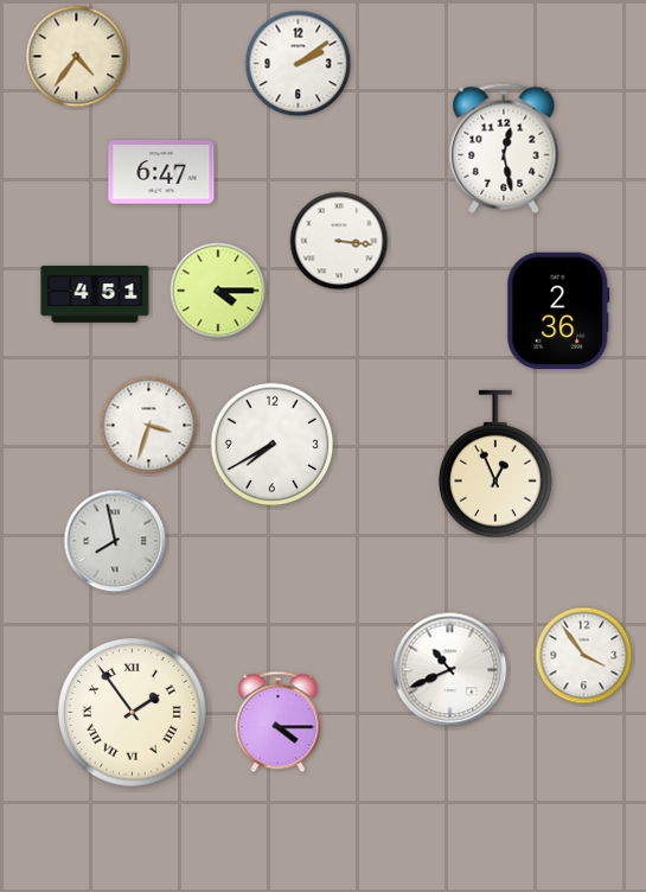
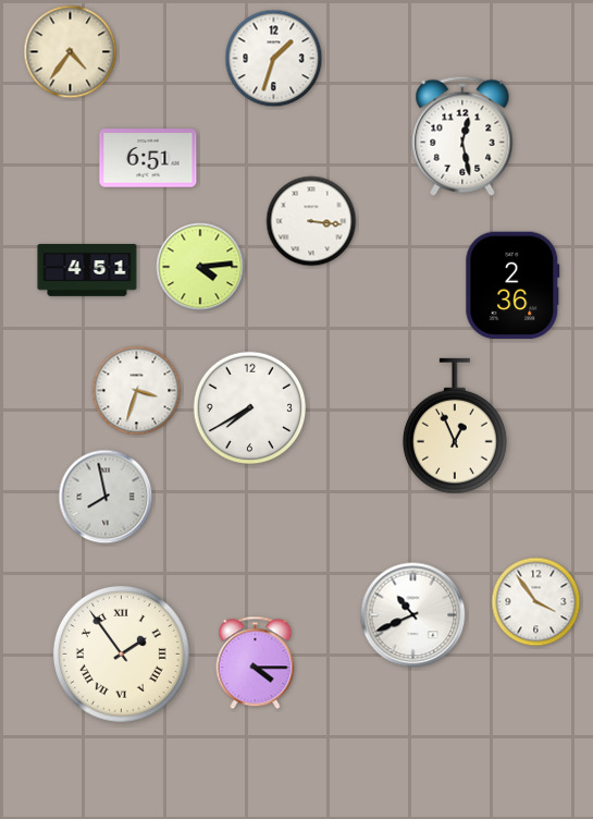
clock at (299, 64): 2:09 -> 1:33
clock at (161, 172): 6:47 -> 6:51
clock at (218, 291): 4:15 -> 4:14
